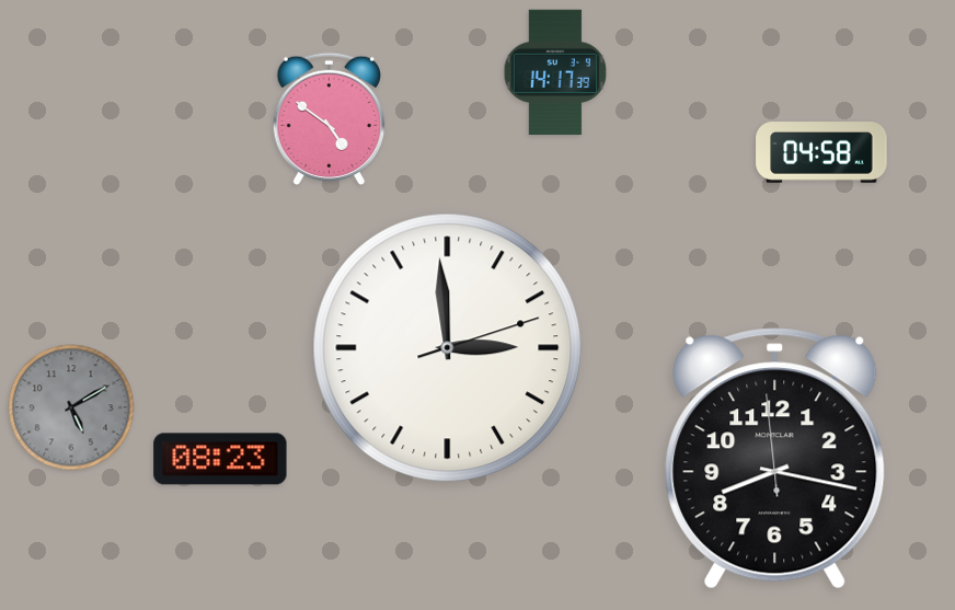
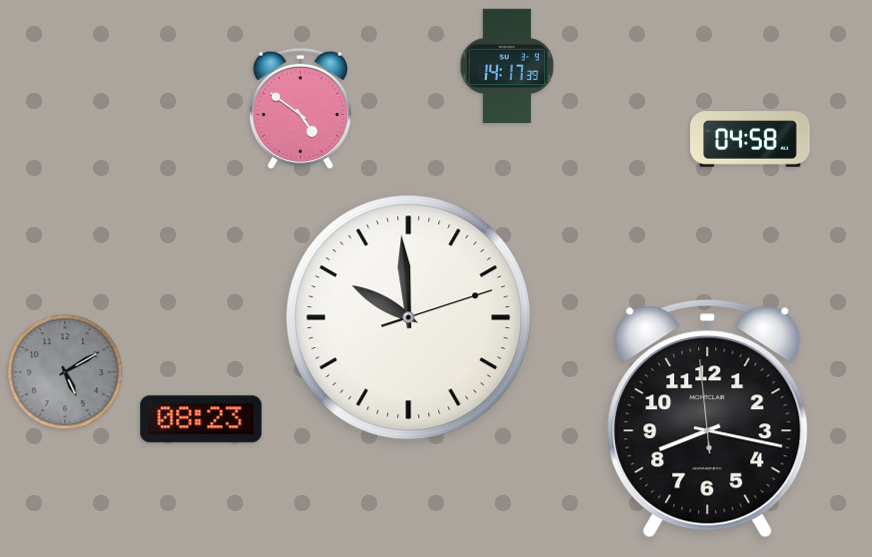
clock at (448, 348): 2:59 -> 9:59
